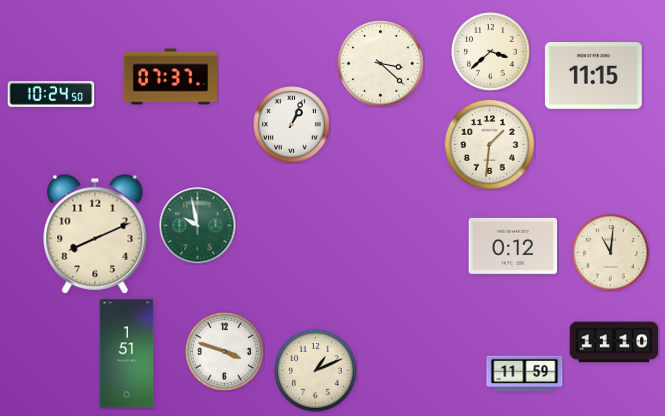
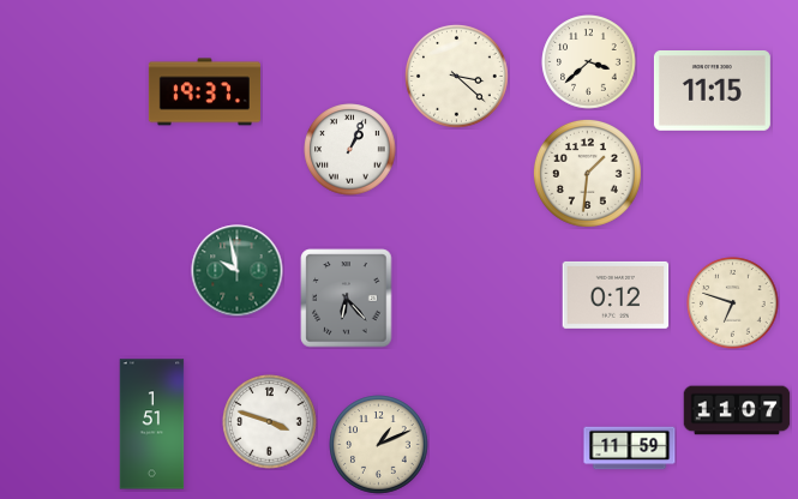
clock at (170, 77): 07:37 -> 19:37
clock at (51, 95): 10:24 -> none
clock at (95, 234): 8:11 -> none
clock at (347, 299): none -> 6:23
clock at (611, 253): 11:01 -> 6:48
clock at (614, 342): 11:10 -> 11:07
